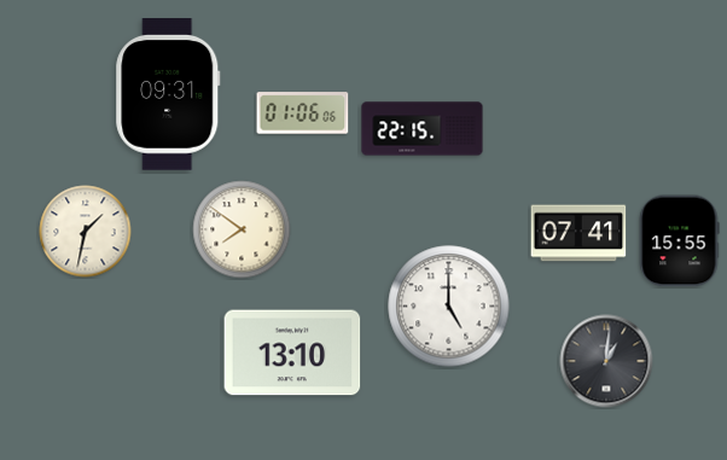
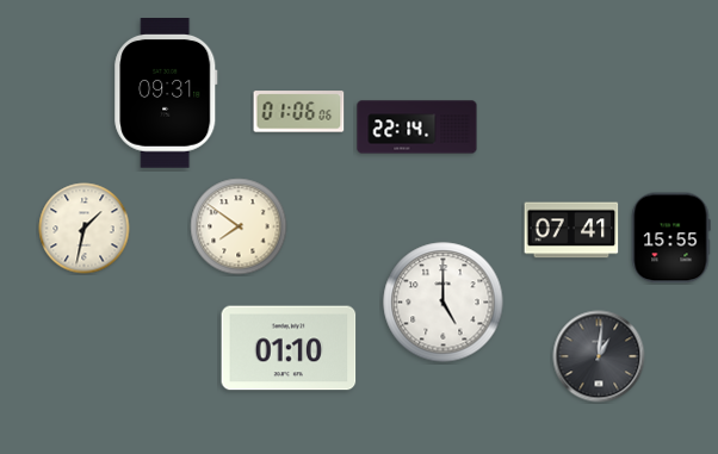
clock at (423, 129): 22:15 -> 22:14
clock at (292, 353): 13:10 -> 01:10
